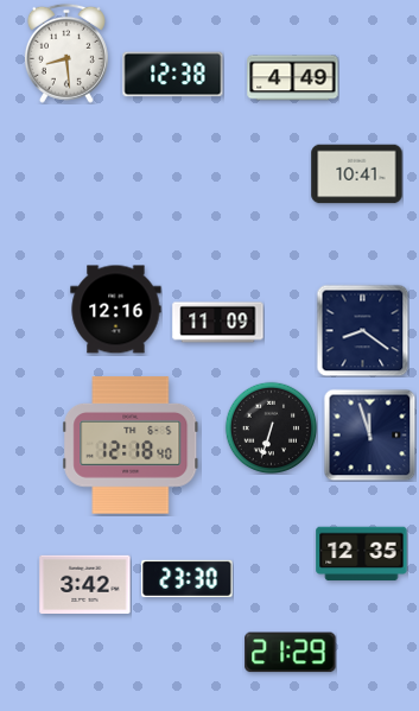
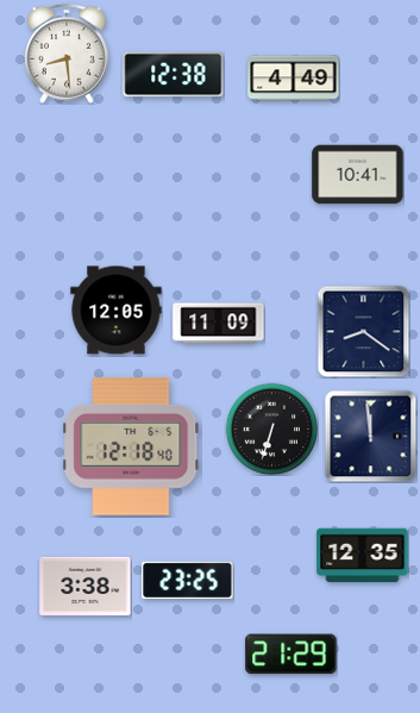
clock at (116, 310): 12:16 -> 12:05
clock at (369, 434): 11:57 -> 11:59
clock at (188, 578): 23:30 -> 23:25
clock at (85, 584): 3:42 -> 3:38
